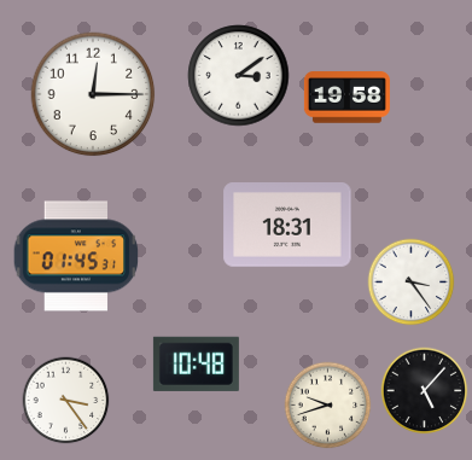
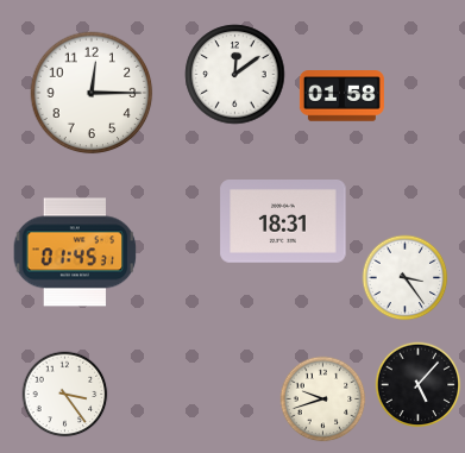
clock at (239, 76): 3:09 -> 12:09
clock at (346, 98): 19:58 -> 01:58
clock at (196, 363): 10:48 -> none
